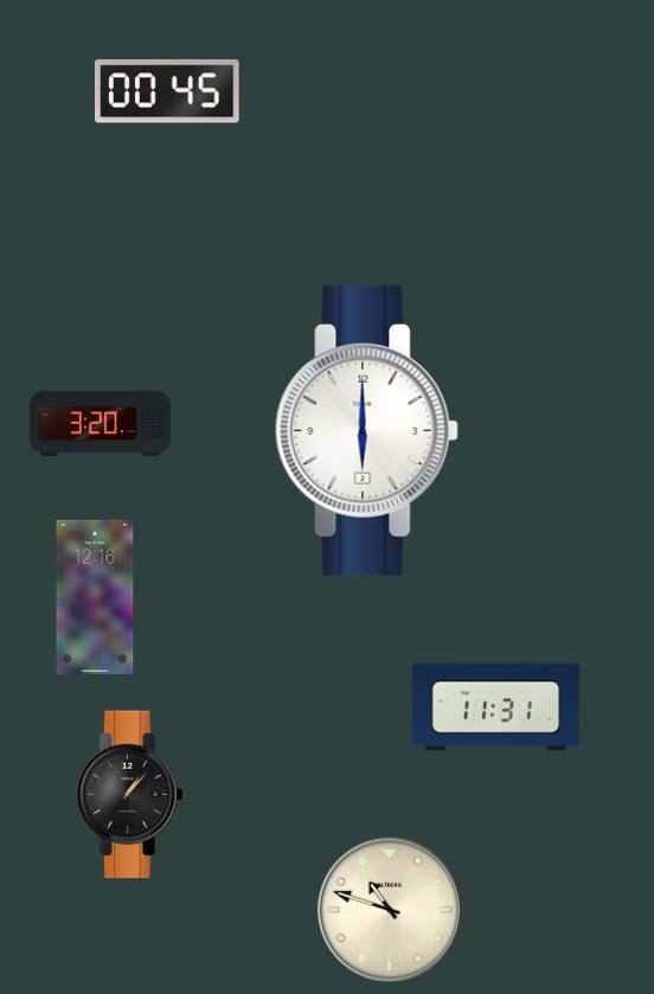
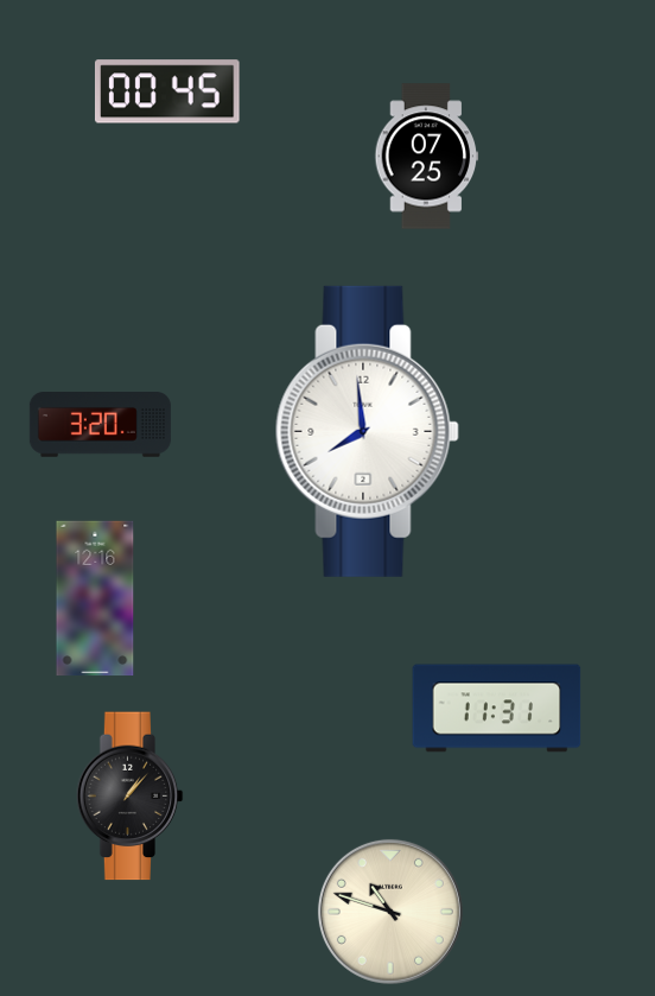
clock at (427, 157): none -> 07:25
clock at (366, 430): 6:00 -> 7:59
